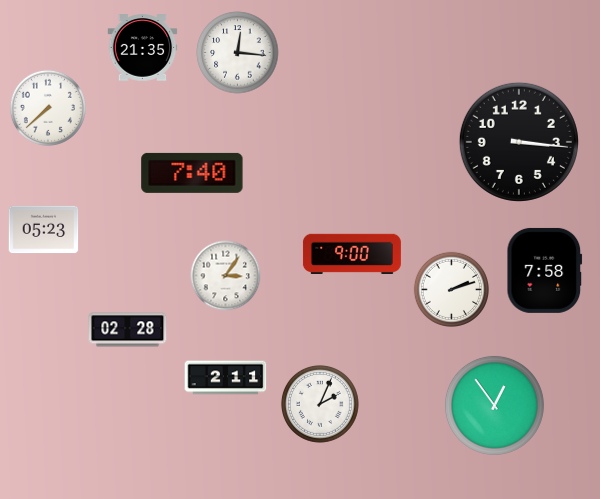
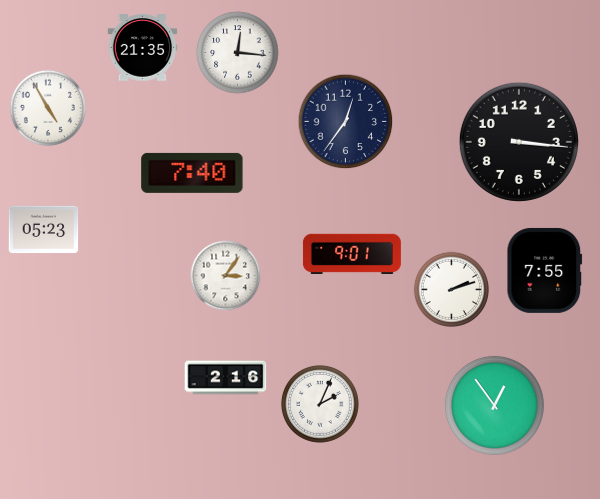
clock at (48, 108): 7:38 -> 4:55
clock at (346, 122): none -> 12:36
clock at (352, 253): 9:00 -> 9:01
clock at (545, 270): 7:58 -> 7:55
clock at (128, 330): 02:28 -> none
clock at (226, 378): 2:11 -> 2:16
